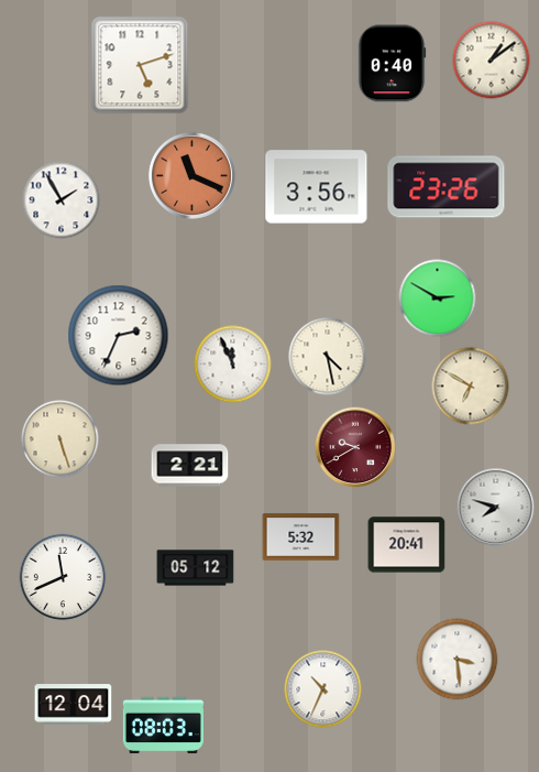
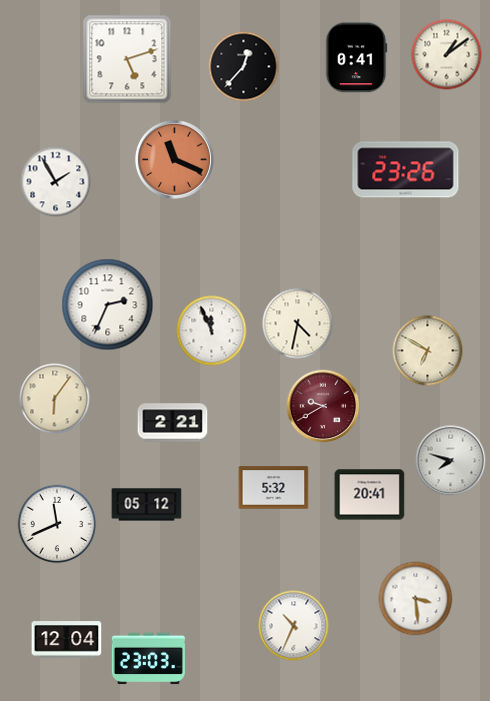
clock at (392, 64): 0:40 -> 0:41
clock at (244, 67): none -> 12:37
clock at (317, 187): 3:56 -> none
clock at (438, 298): 2:50 -> none
clock at (328, 357): 4:28 -> 4:32
clock at (61, 439): 5:27 -> 6:06
clock at (196, 568) position: (196, 568) -> (147, 505)
clock at (163, 726): 08:03 -> 23:03
